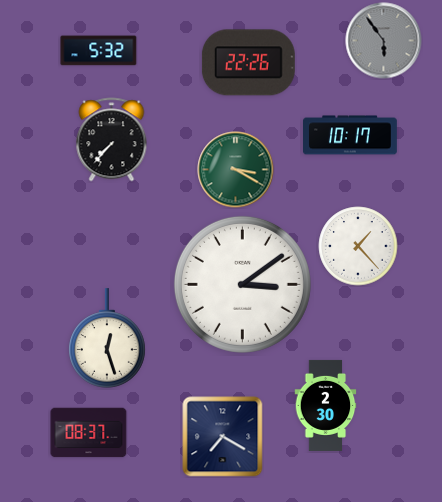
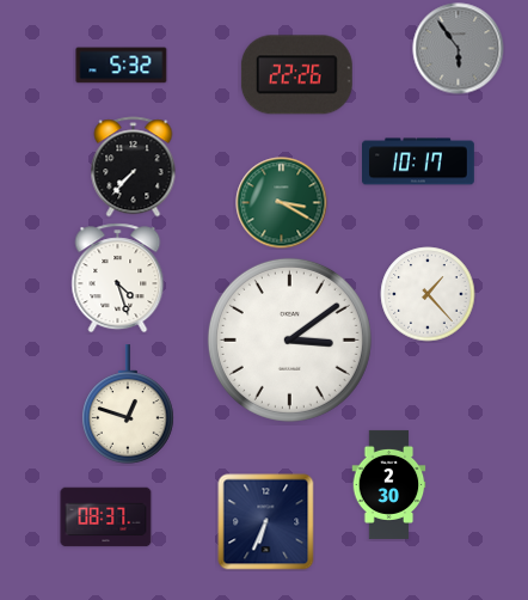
clock at (99, 51) position: (99, 51) -> (122, 66)
clock at (118, 278): none -> 4:27
clock at (108, 338): 12:27 -> 12:48
clock at (223, 437): 7:20 -> 6:34
